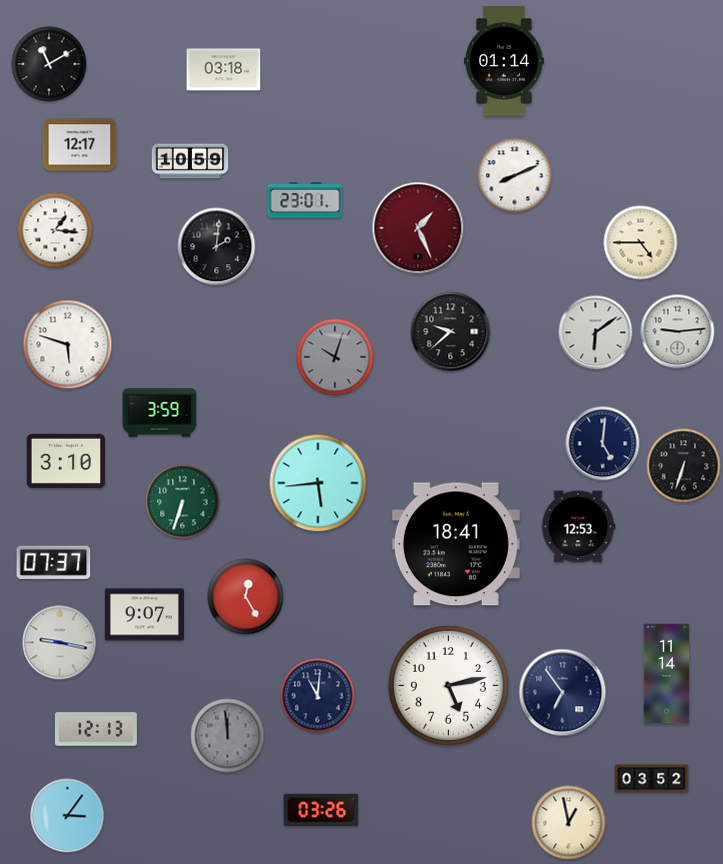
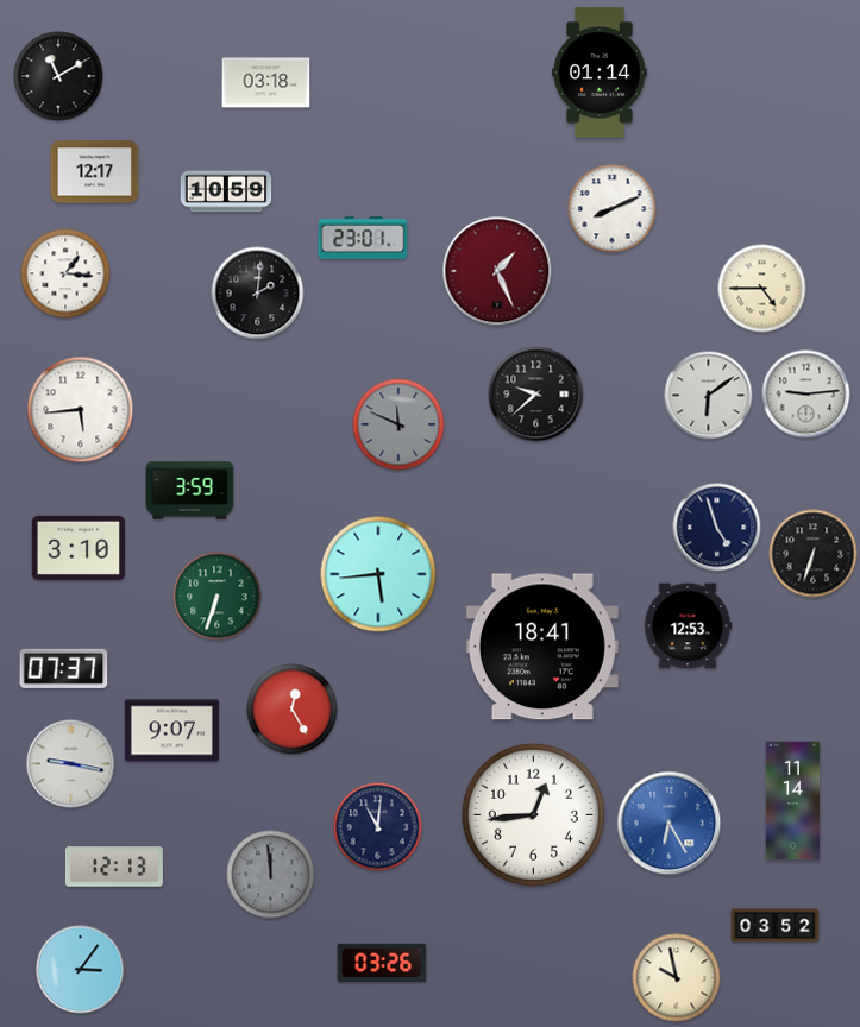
clock at (68, 345): 5:48 -> 5:44
clock at (335, 357): 10:03 -> 11:49
clock at (603, 444): 5:01 -> 4:57
clock at (448, 685): 5:13 -> 12:44
clock at (563, 693): 6:54 -> 6:25
clock at (563, 693) dial: navy -> blue
clock at (569, 823): 12:58 -> 9:58
